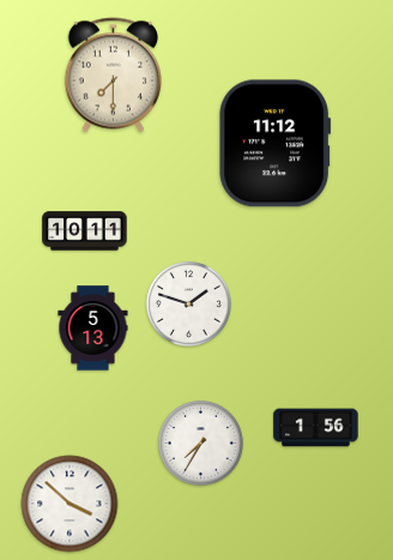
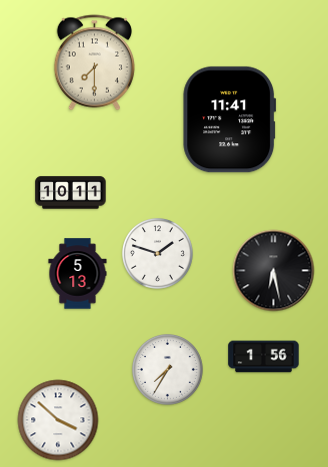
clock at (276, 144): 11:12 -> 11:41
clock at (274, 271): none -> 6:28
